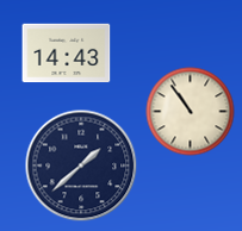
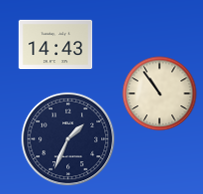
clock at (81, 166): 1:38 -> 1:34
